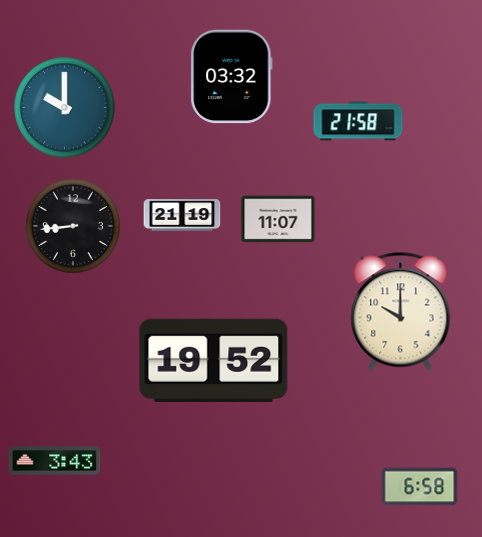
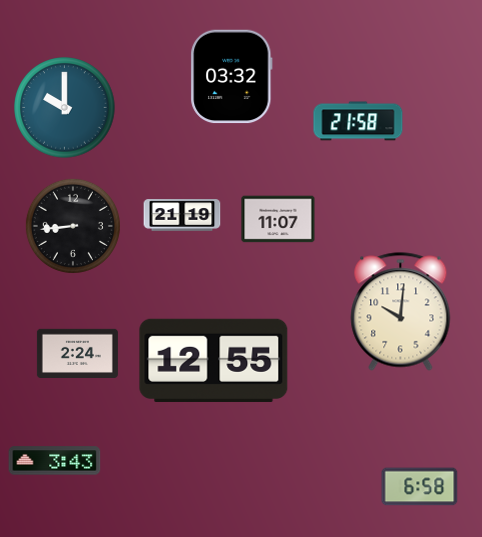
clock at (401, 312): 10:00 -> 10:01
clock at (77, 353): none -> 2:24
clock at (214, 360): 19:52 -> 12:55
